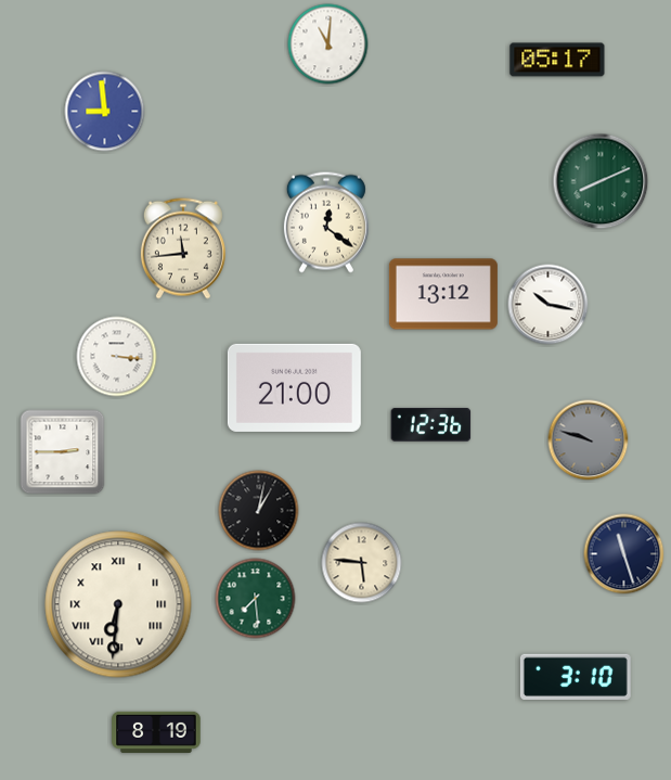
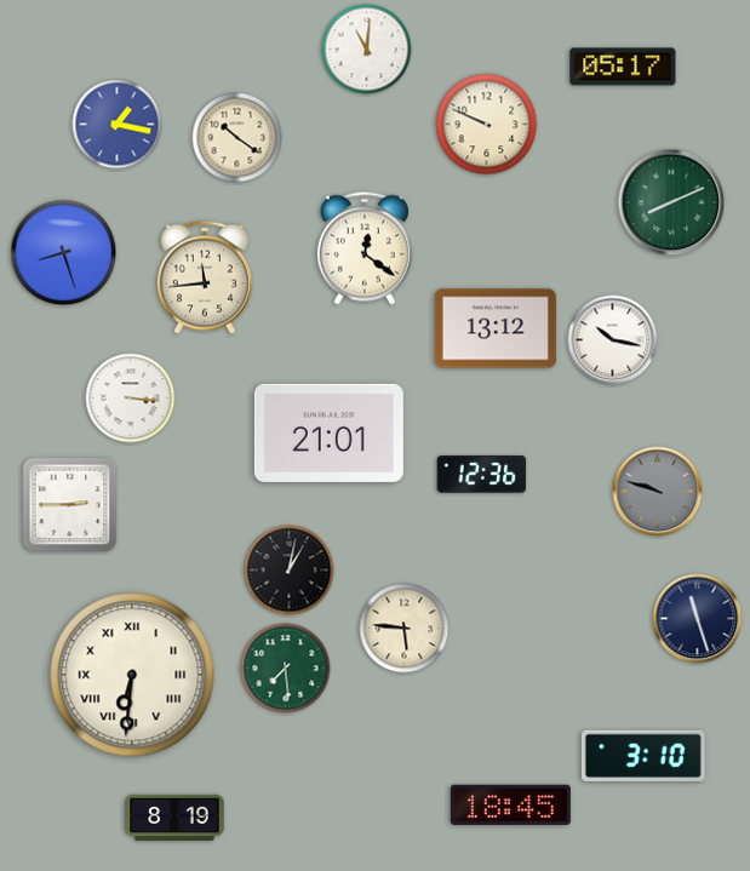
clock at (105, 112): 8:59 -> 1:17
clock at (487, 125): none -> 9:49
clock at (237, 138): none -> 10:21
clock at (64, 253): none -> 8:27
clock at (294, 387): 21:00 -> 21:01
clock at (510, 804): none -> 18:45
